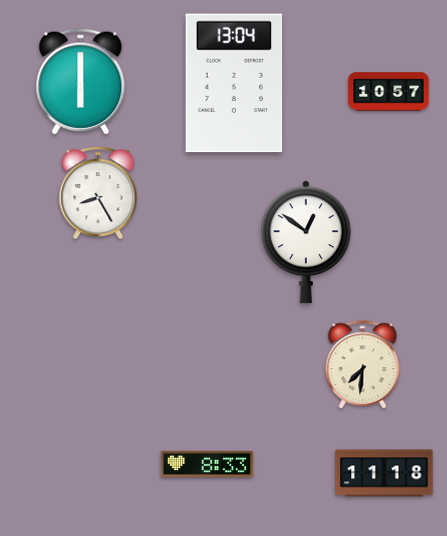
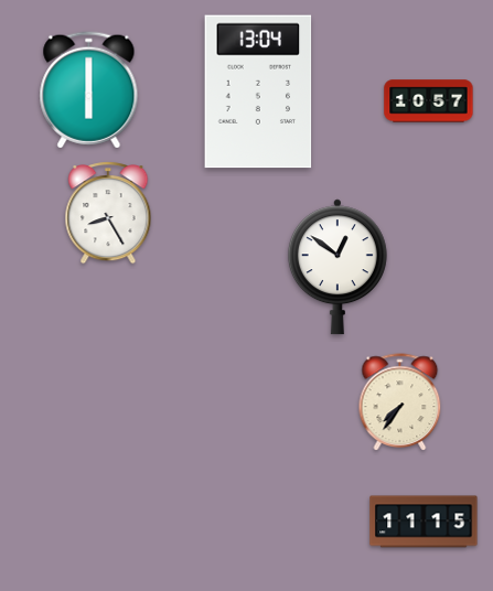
clock at (363, 364): 7:31 -> 7:36
clock at (207, 463): 8:33 -> none
clock at (384, 473): 11:18 -> 11:15
